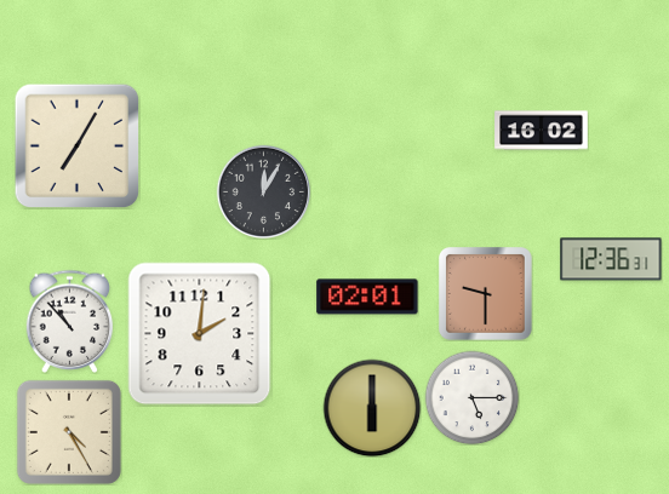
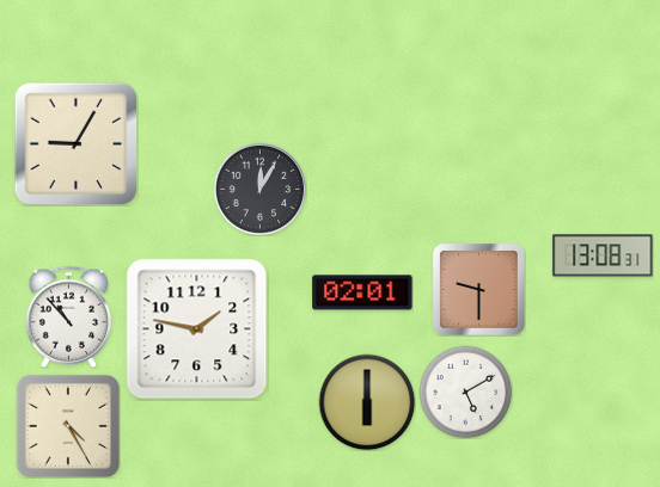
clock at (542, 131): 16:02 -> none
clock at (76, 145): 7:05 -> 9:05
clock at (611, 259): 12:36 -> 13:08
clock at (200, 334): 2:01 -> 1:47
clock at (471, 397): 5:15 -> 5:10
